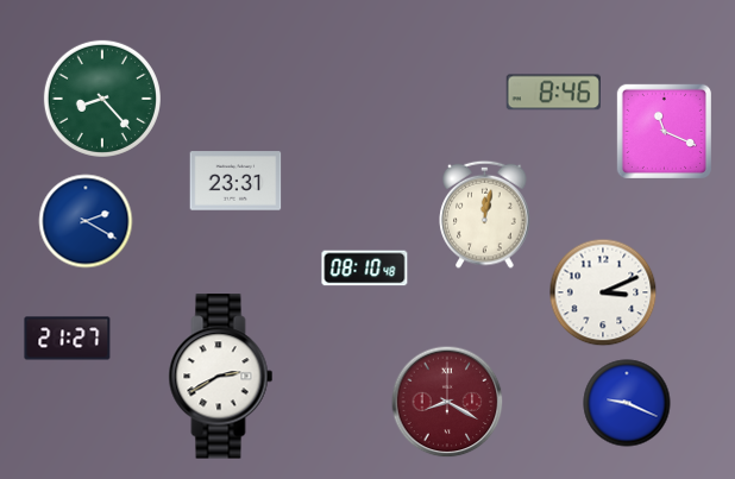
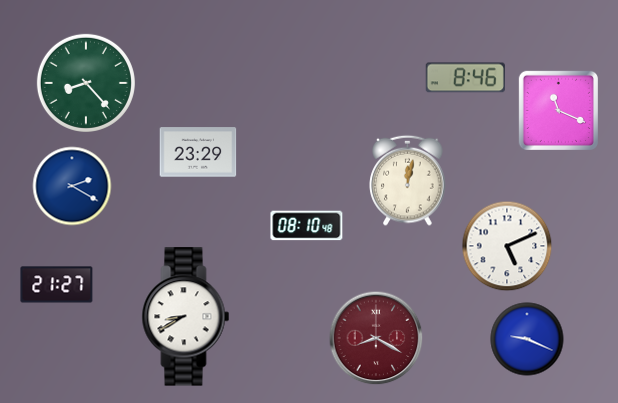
clock at (235, 181): 23:31 -> 23:29
clock at (603, 292): 3:11 -> 5:11
clock at (221, 377): 2:40 -> 8:40
